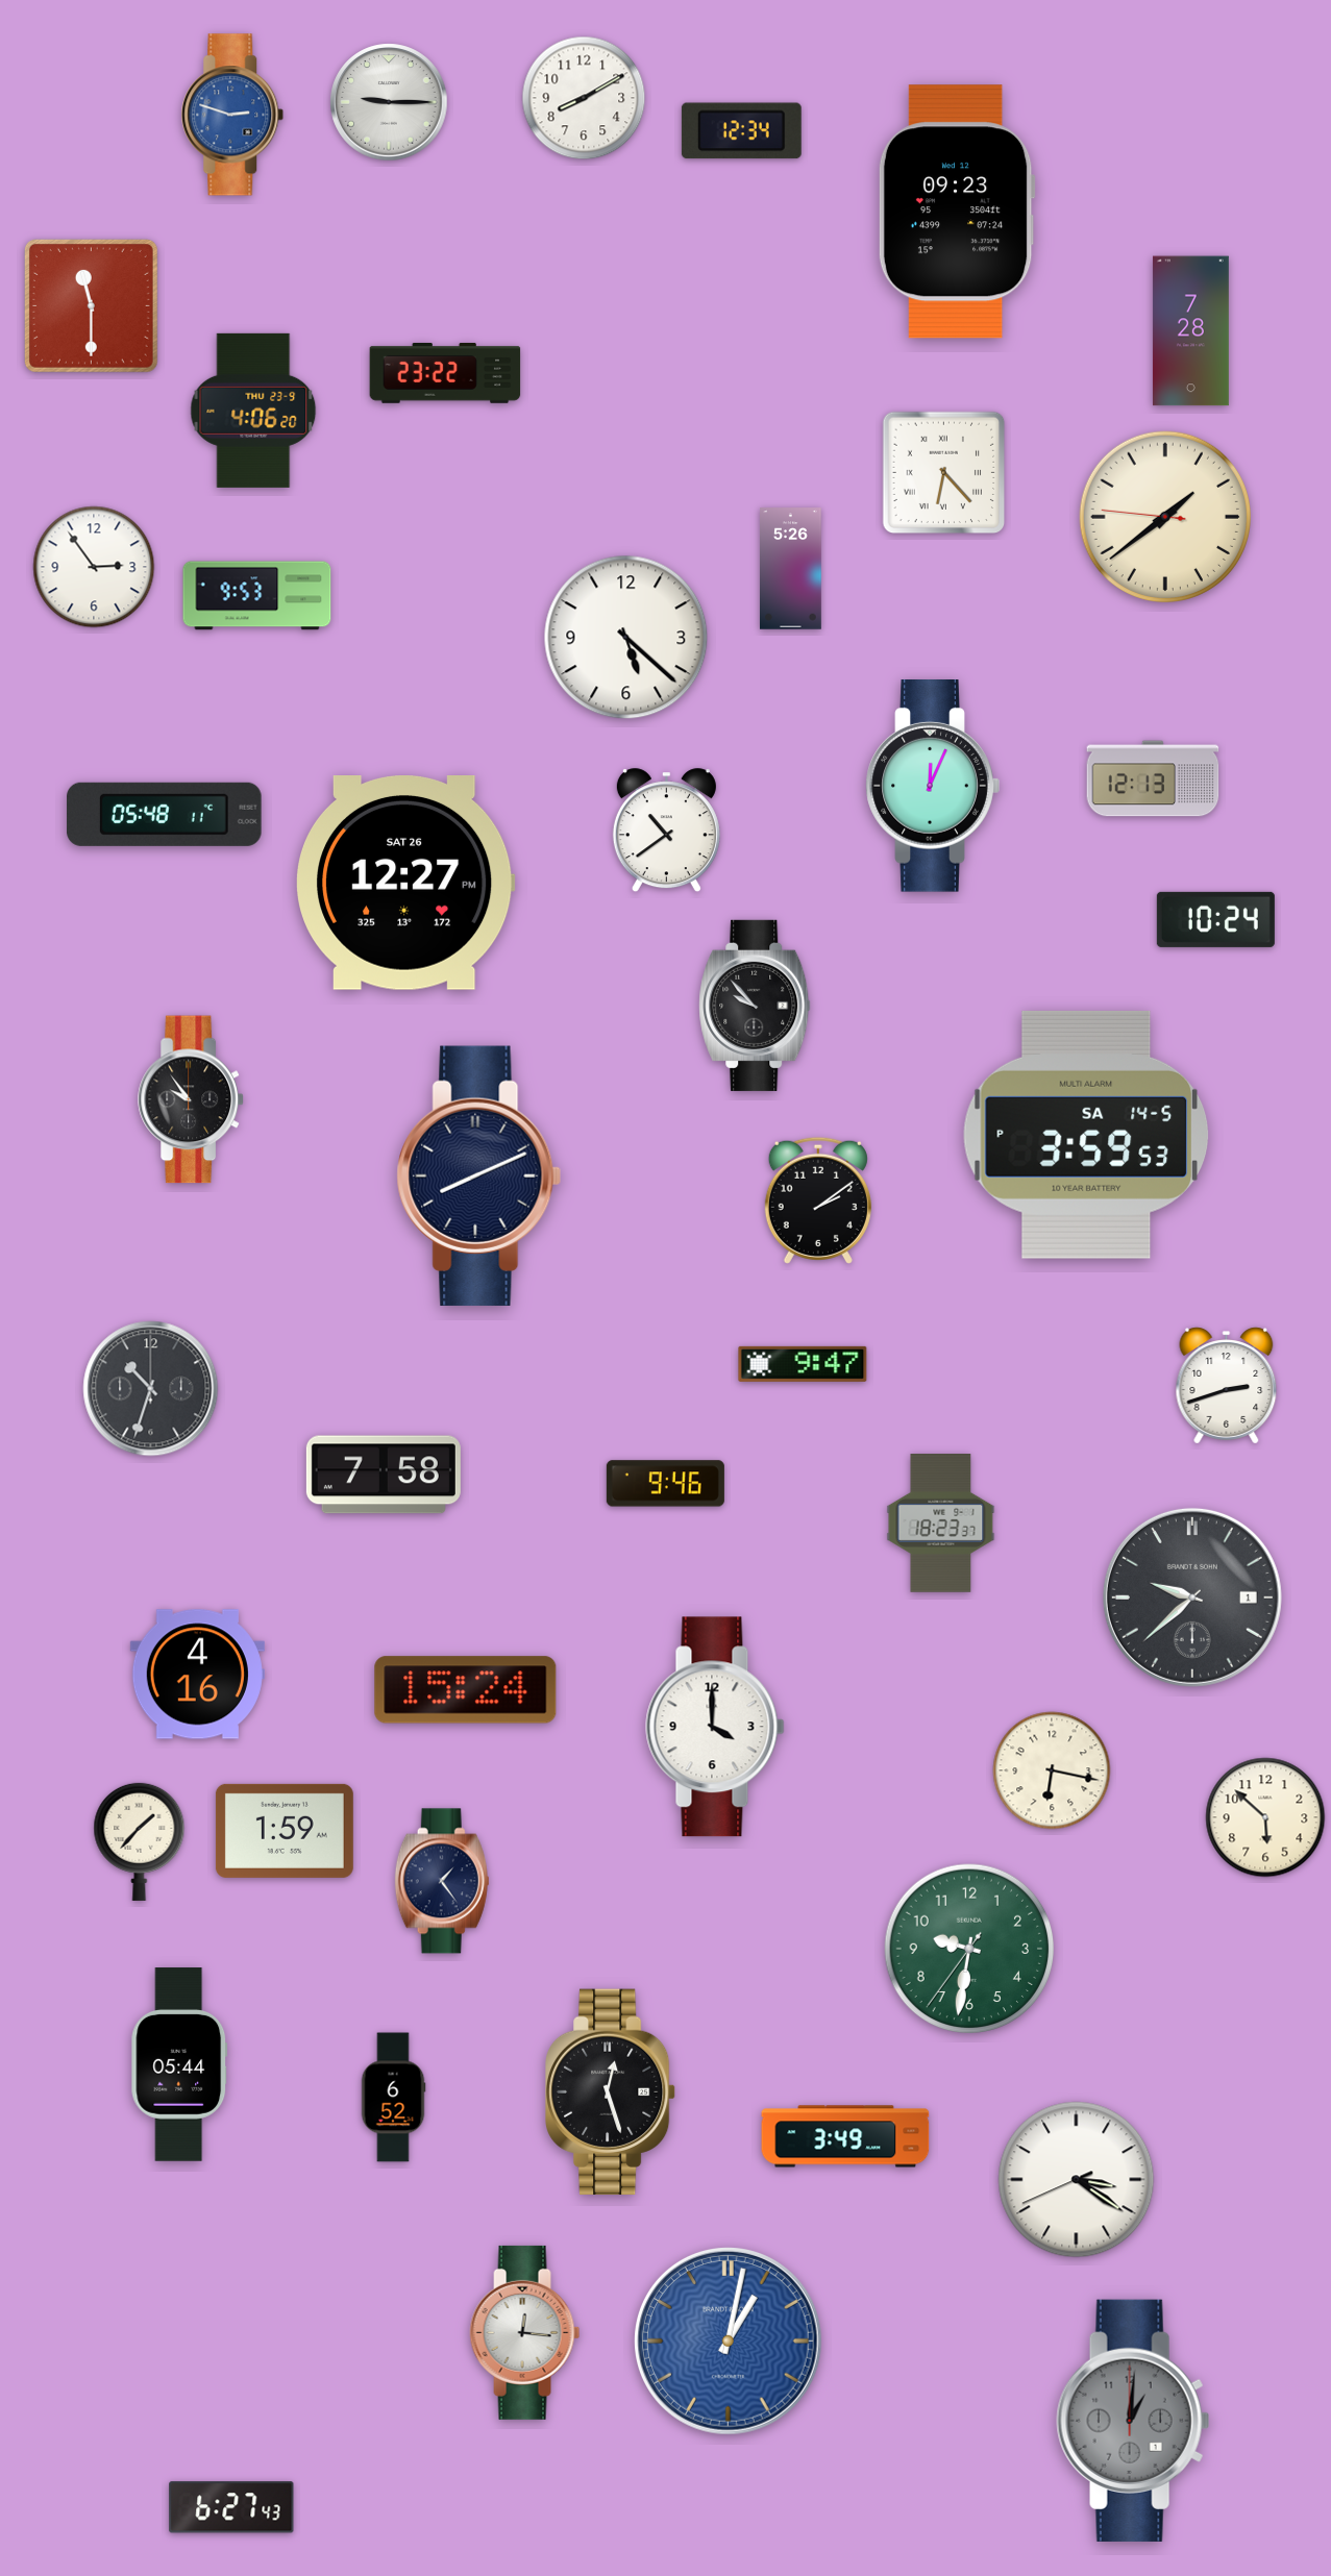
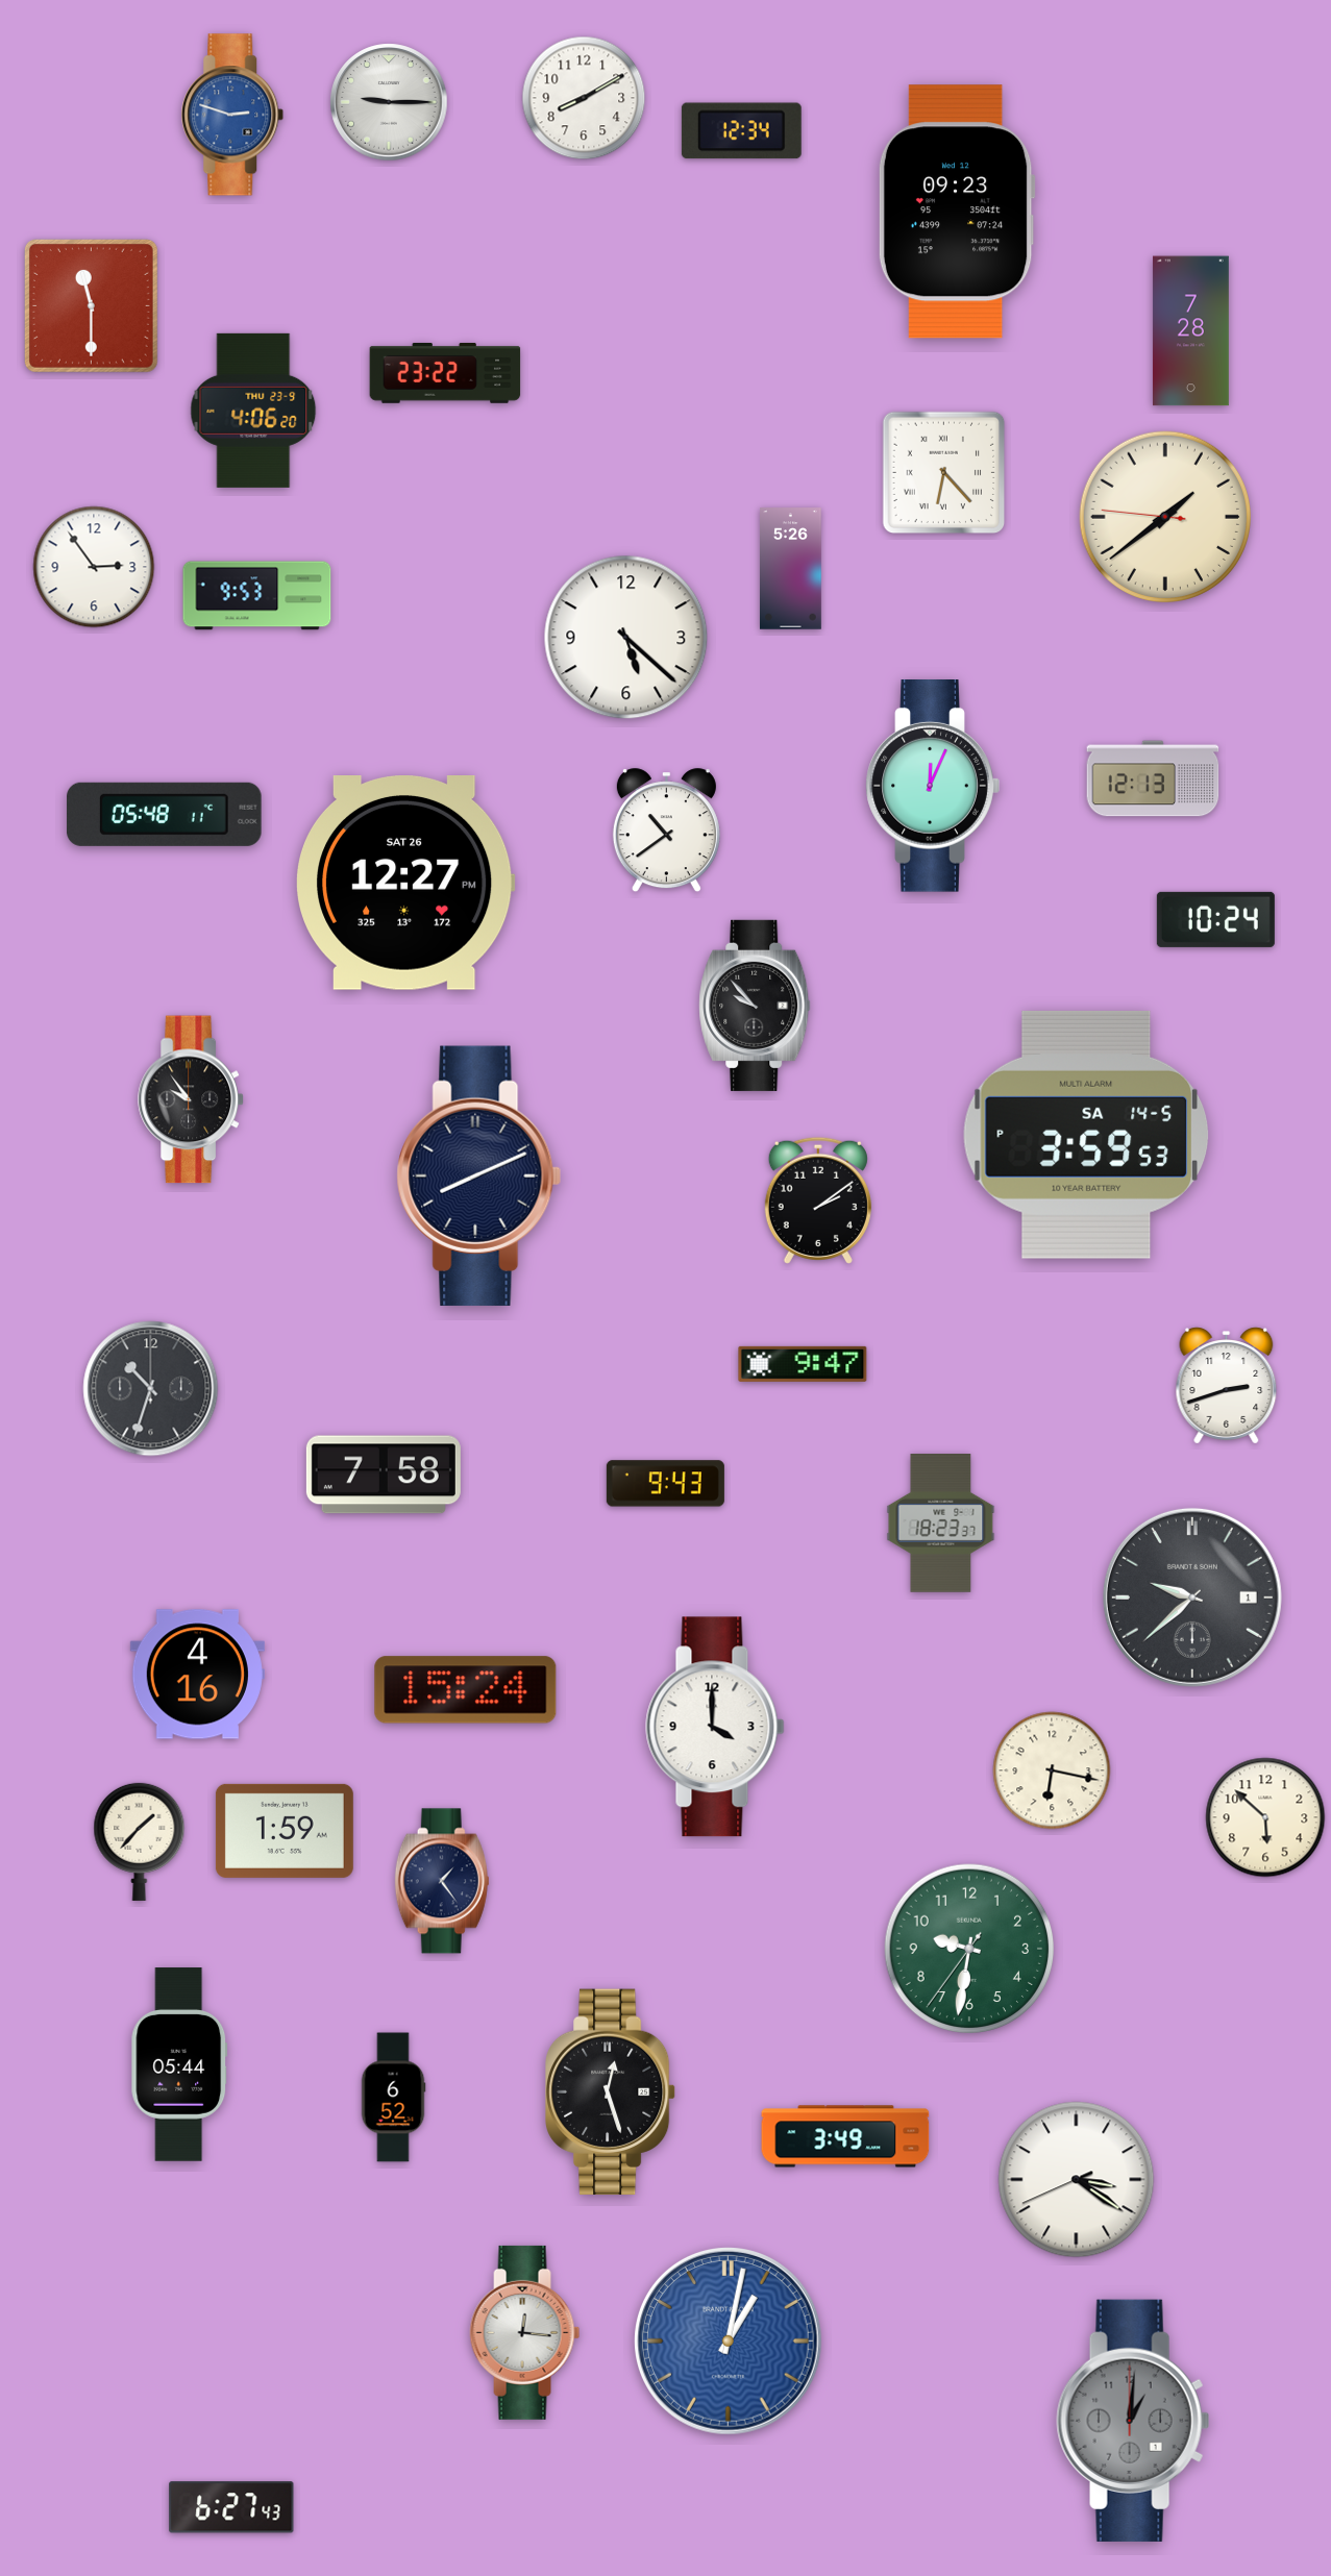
clock at (665, 1484): 9:46 -> 9:43
